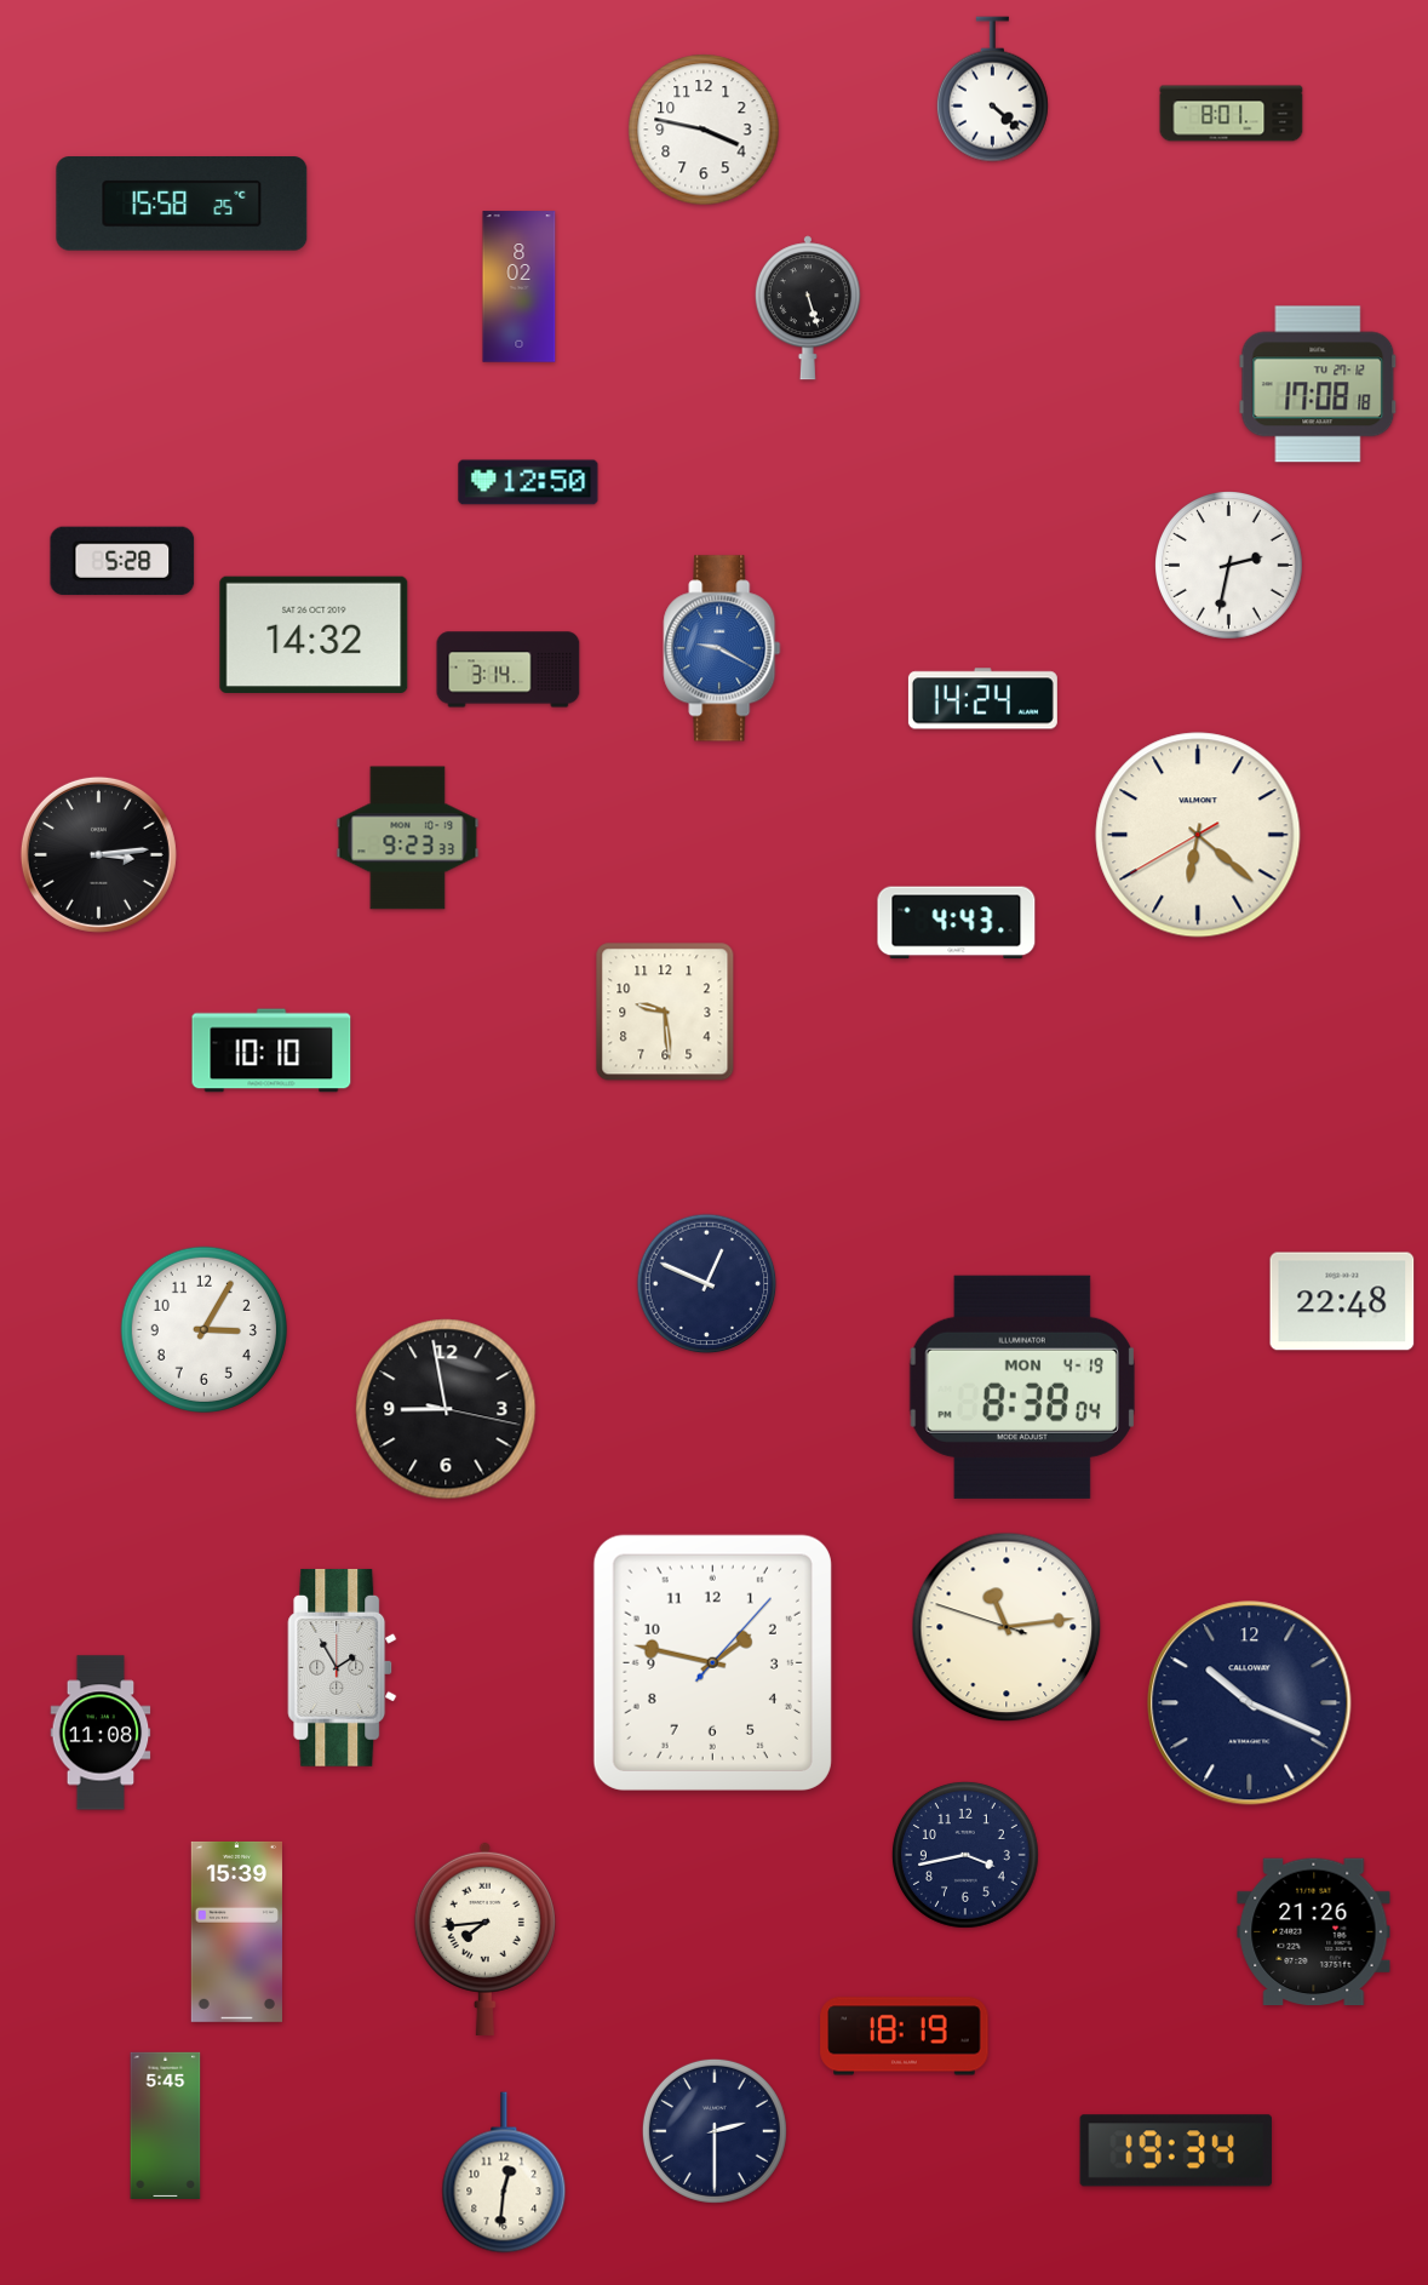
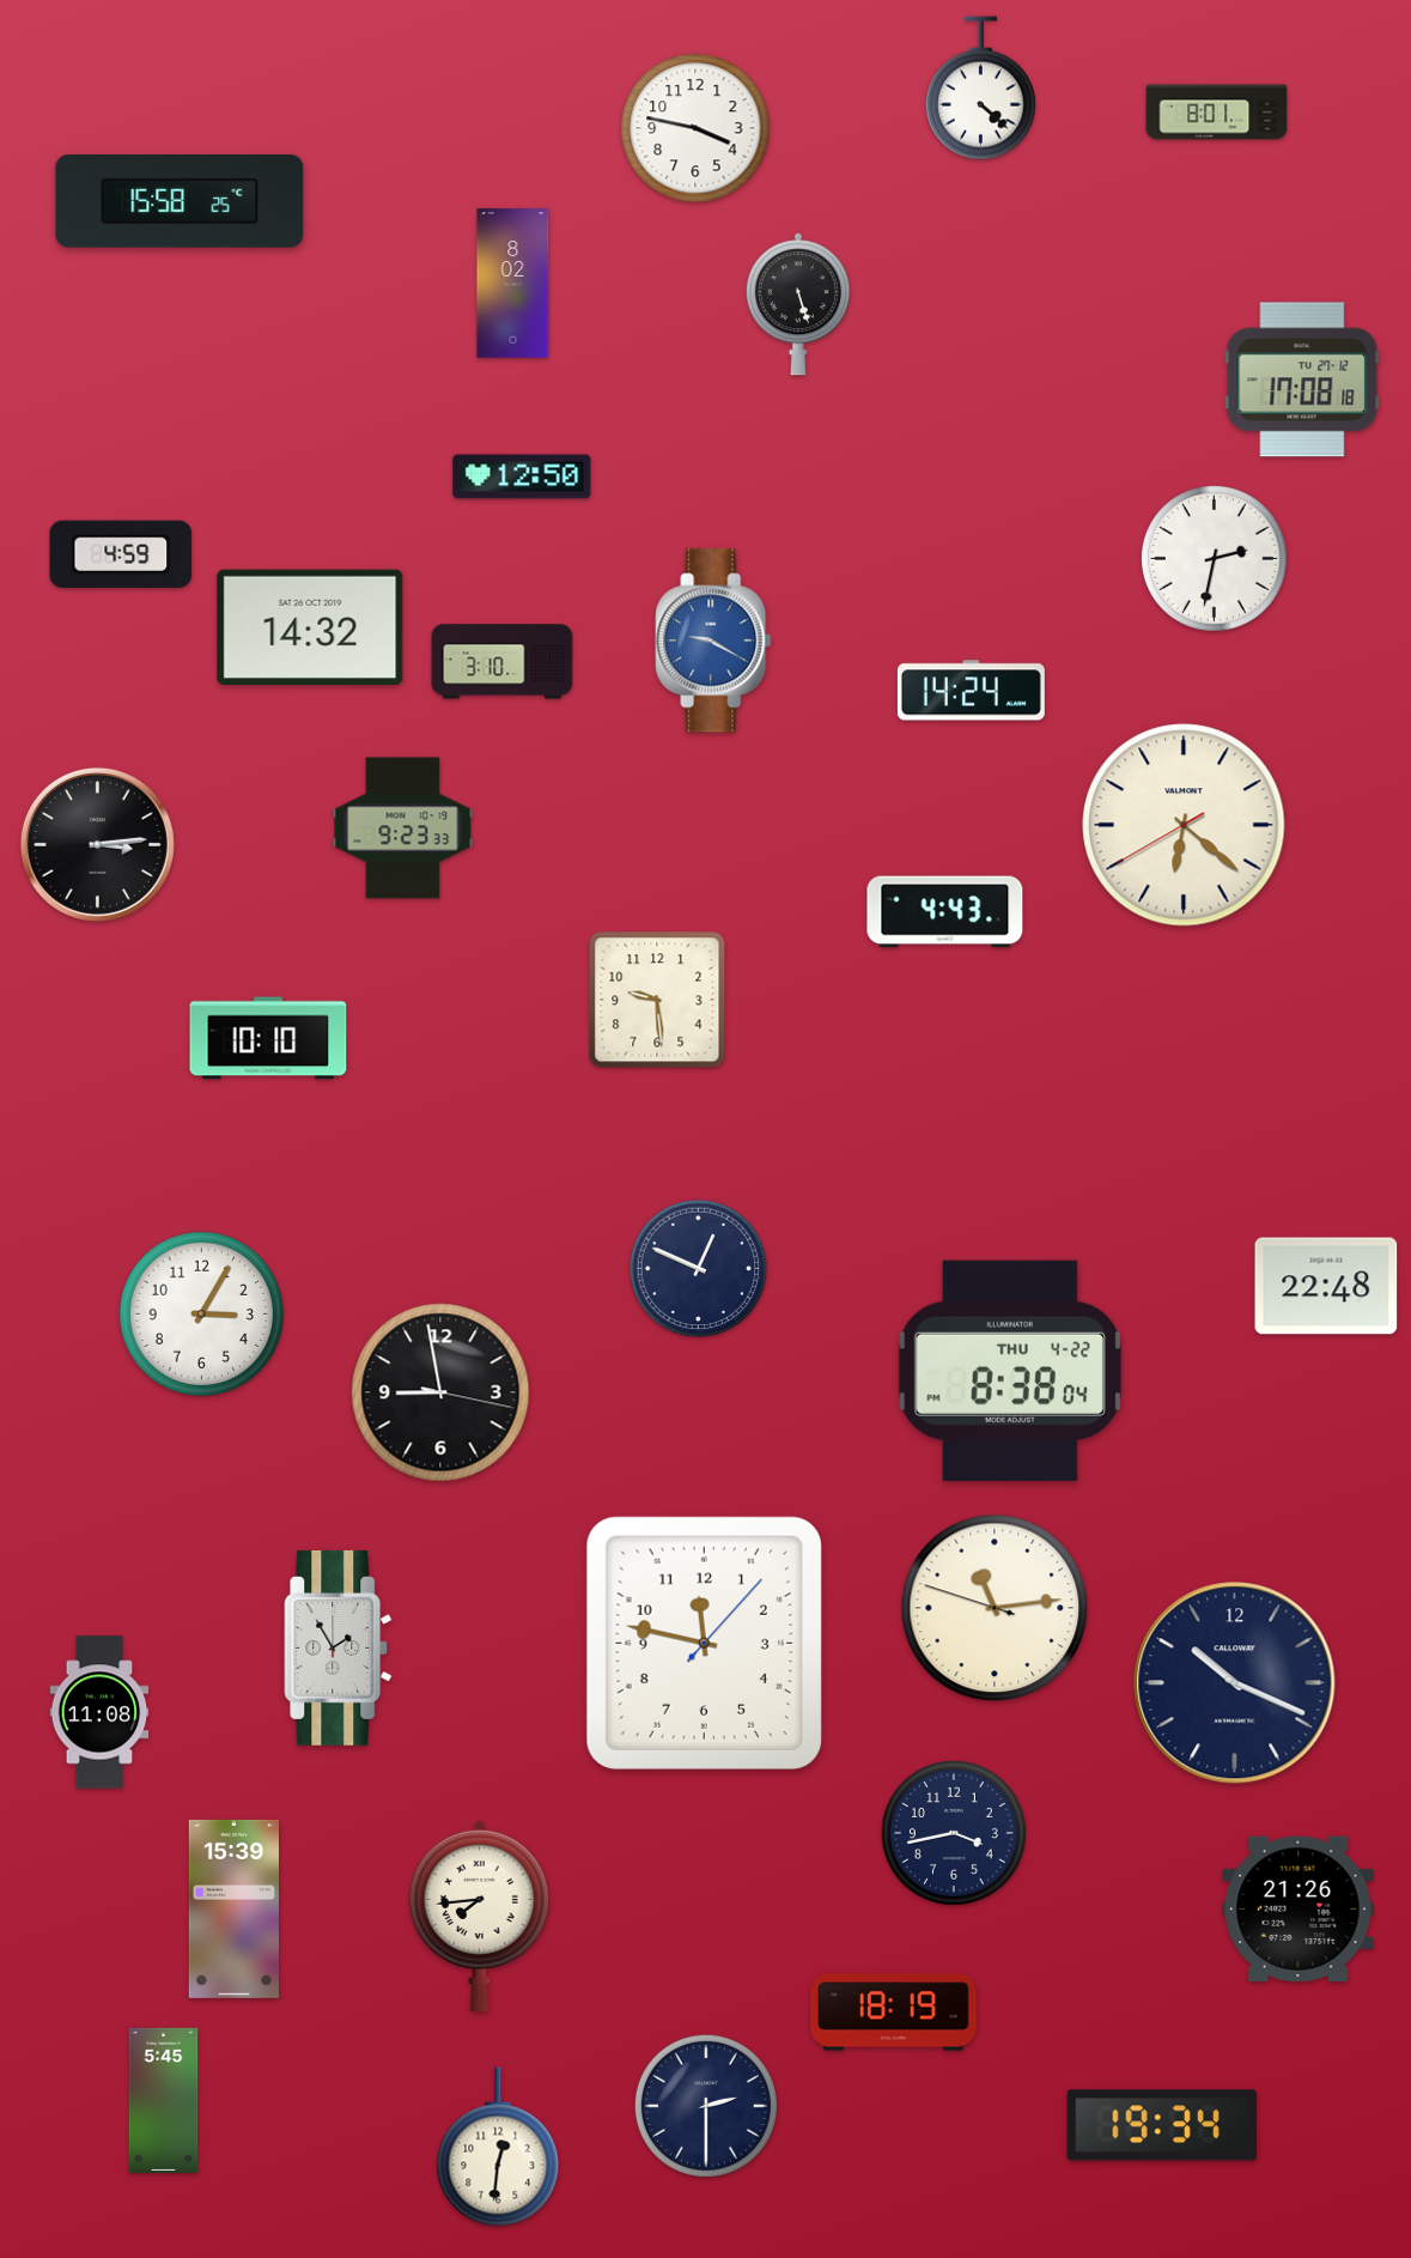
clock at (122, 561): 5:28 -> 4:59
clock at (509, 670): 3:14 -> 3:10
clock at (1022, 1387) date: MON 4-19 -> THU 4-22
clock at (712, 1662): 1:47 -> 11:47
